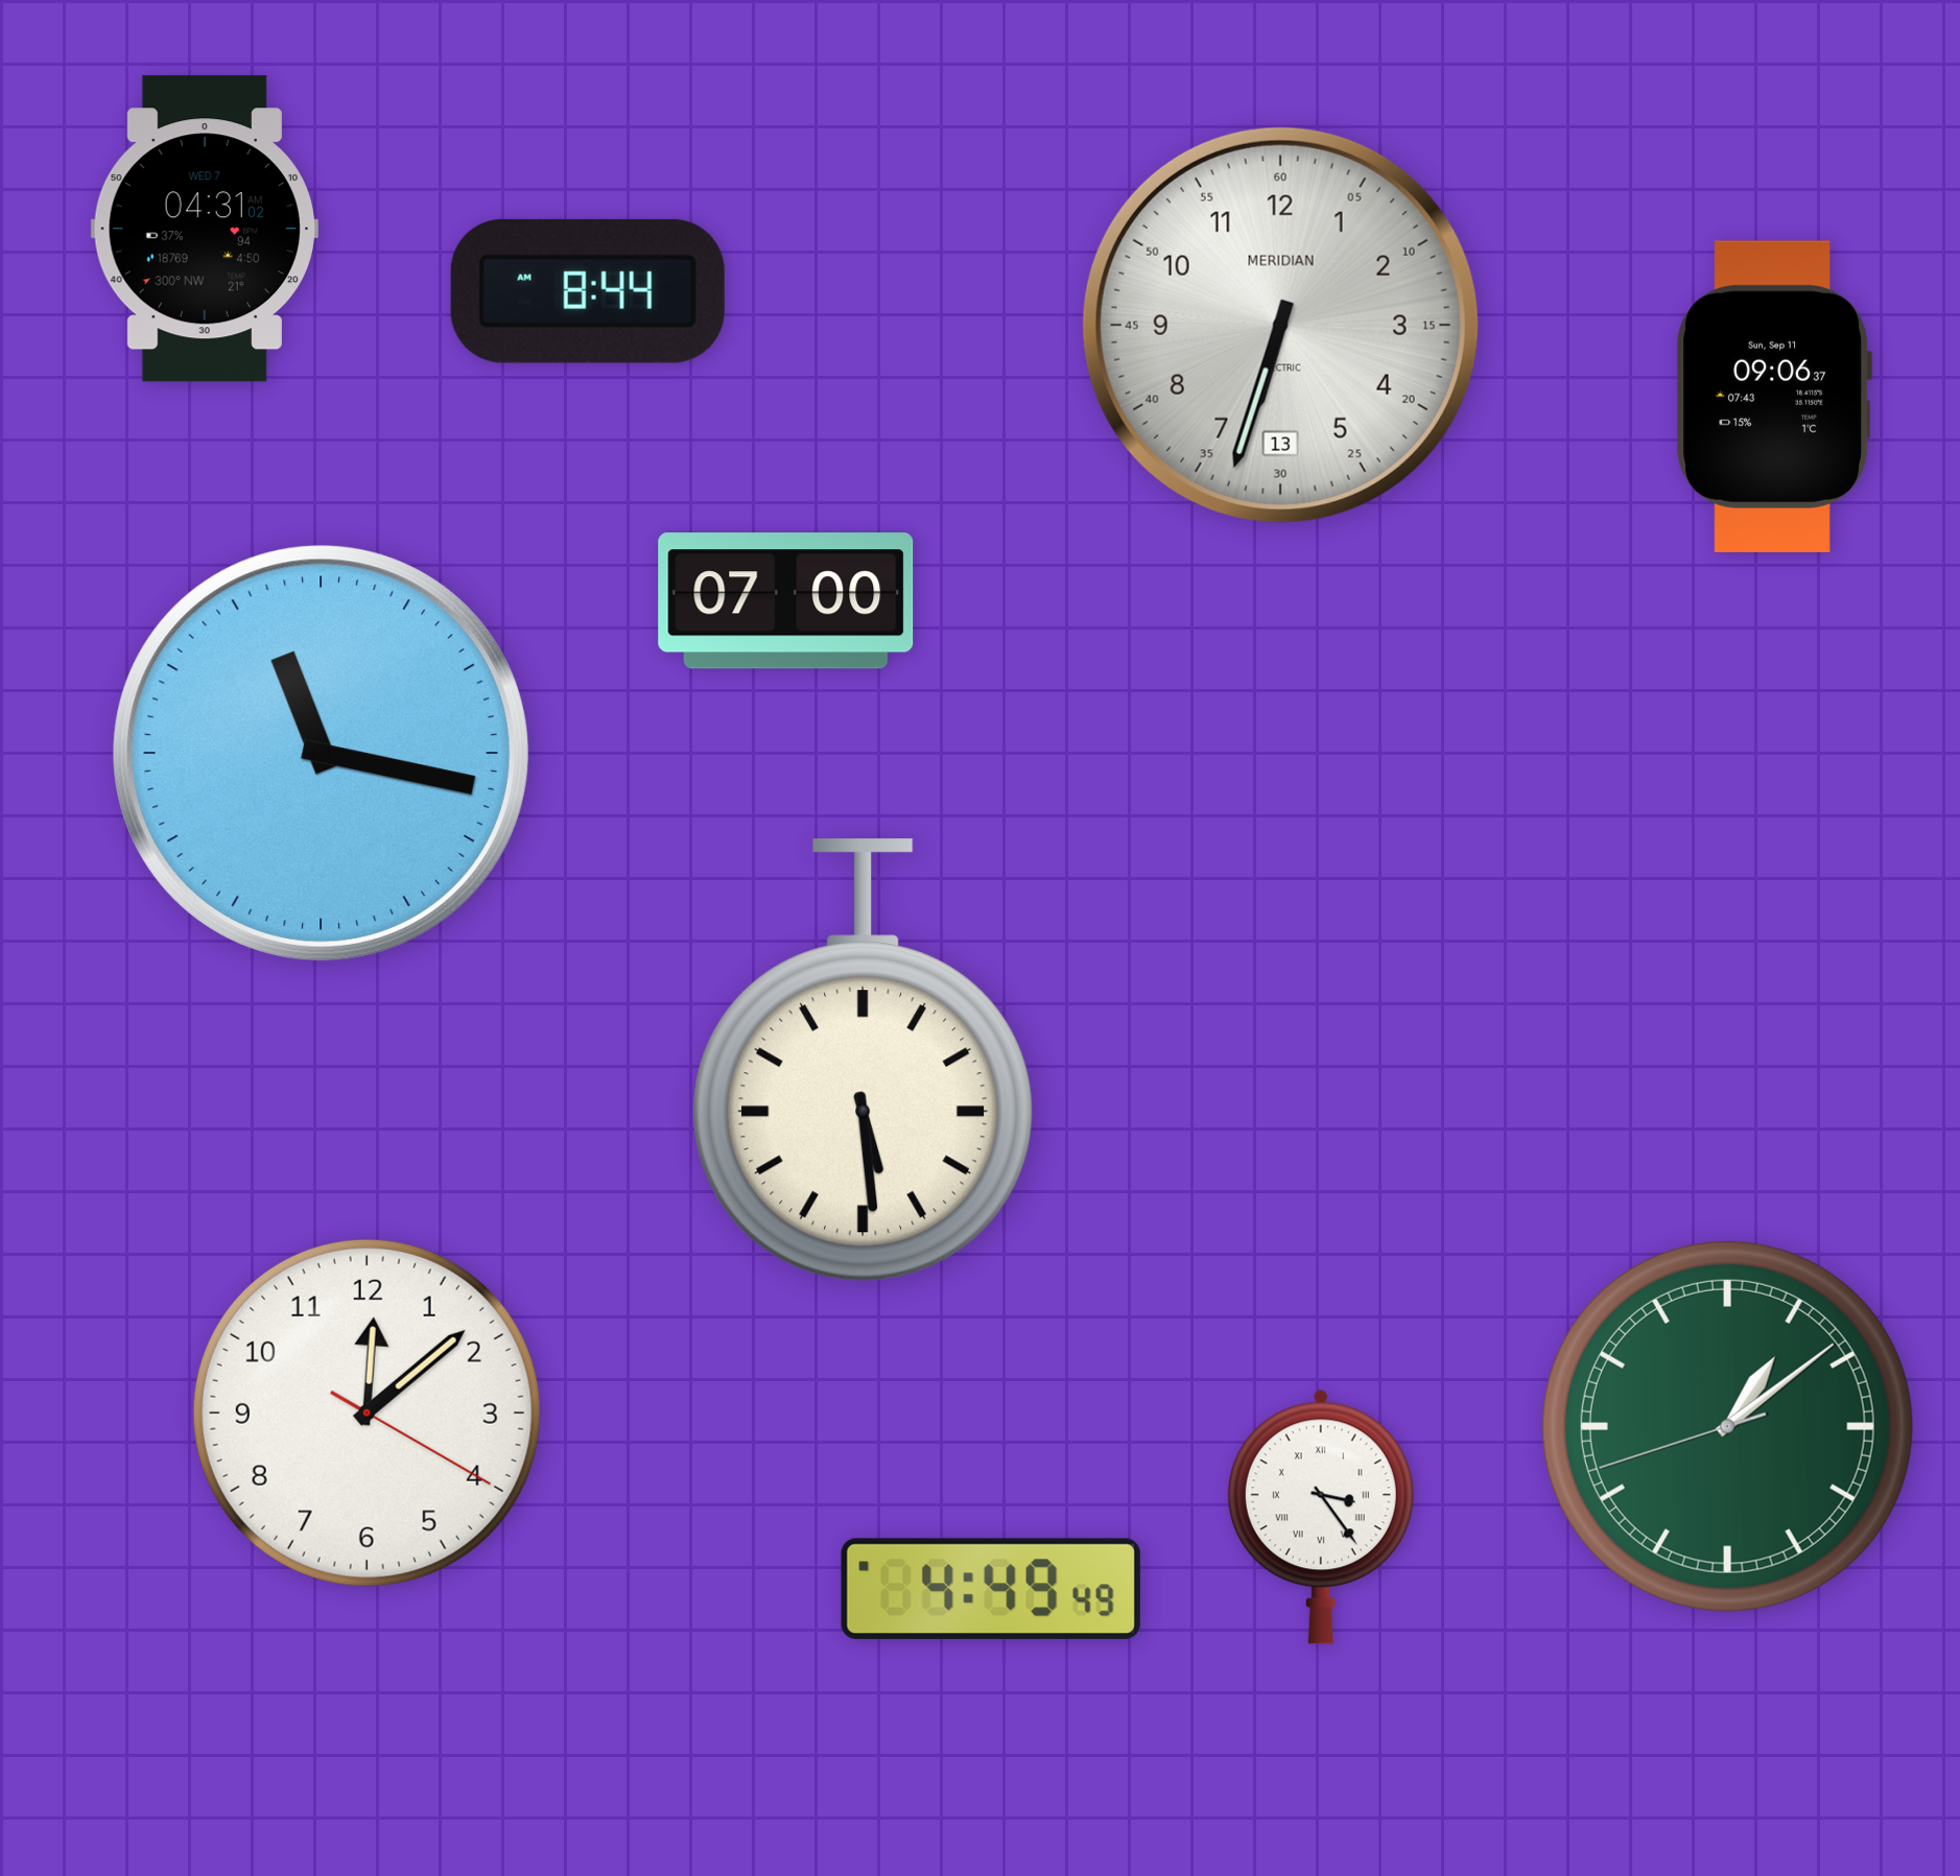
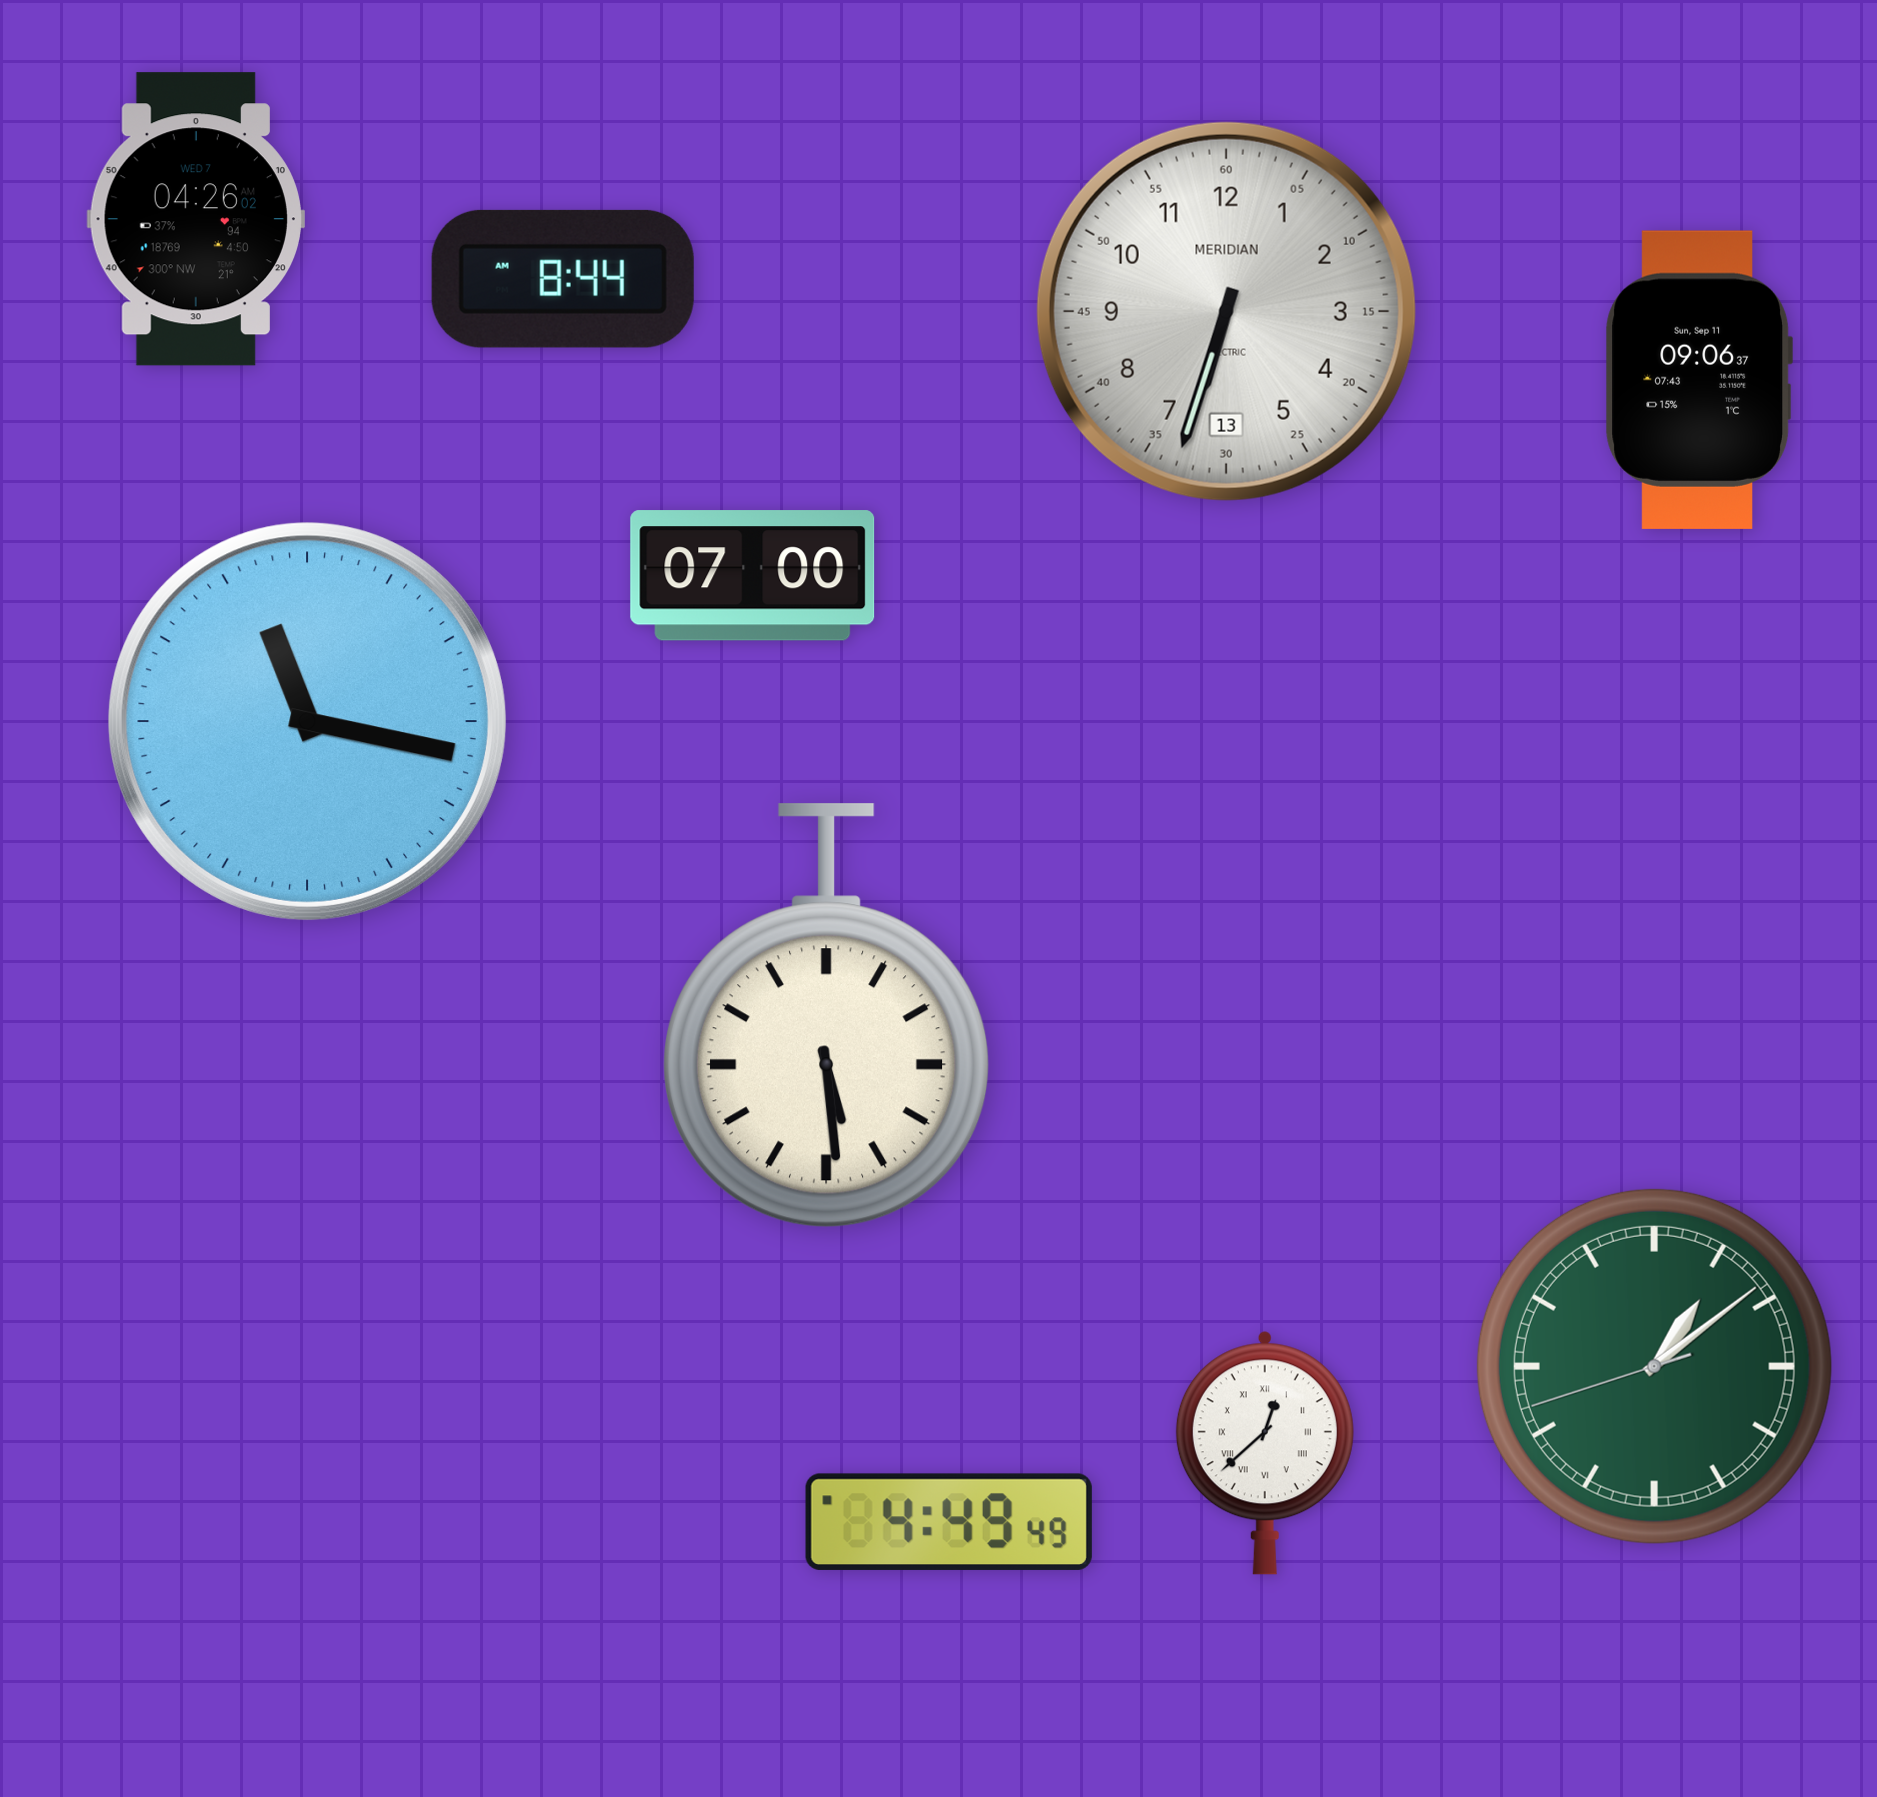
clock at (205, 229): 04:31 -> 04:26
clock at (367, 1412): 12:08 -> none
clock at (1321, 1517): 3:24 -> 12:38
